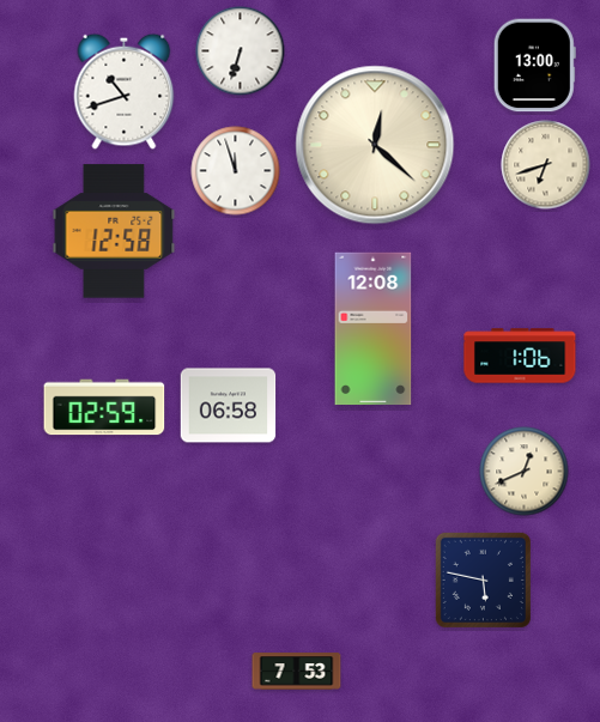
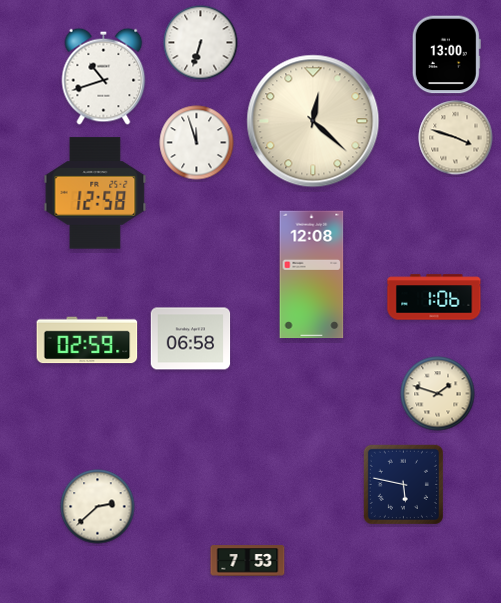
clock at (546, 165): 6:42 -> 3:48
clock at (525, 472): 12:41 -> 1:48
clock at (98, 507): none -> 2:38
